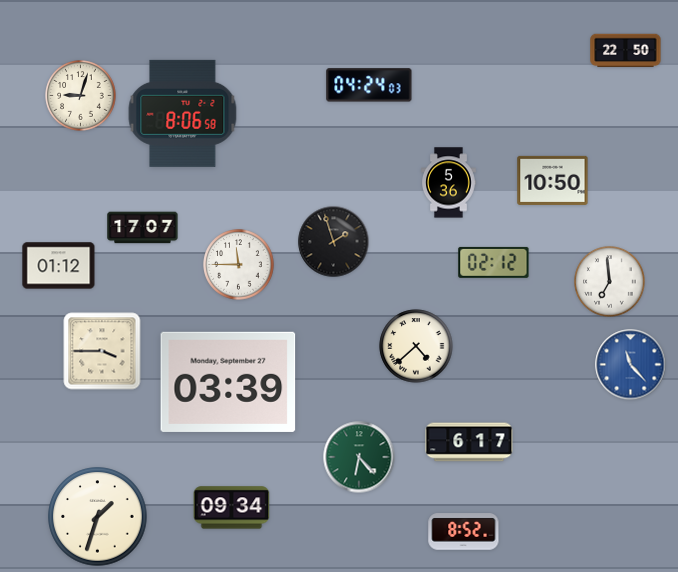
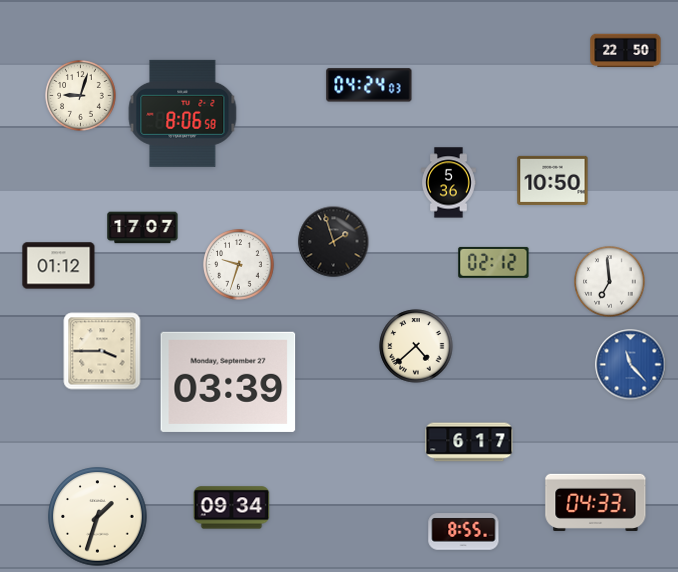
clock at (239, 265): 11:45 -> 9:33
clock at (359, 457): 6:23 -> none
clock at (596, 502): none -> 04:33
clock at (464, 532): 8:52 -> 8:55
